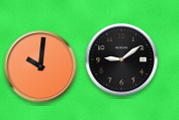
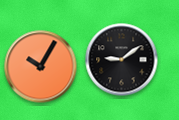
clock at (41, 67): 10:01 -> 10:05
